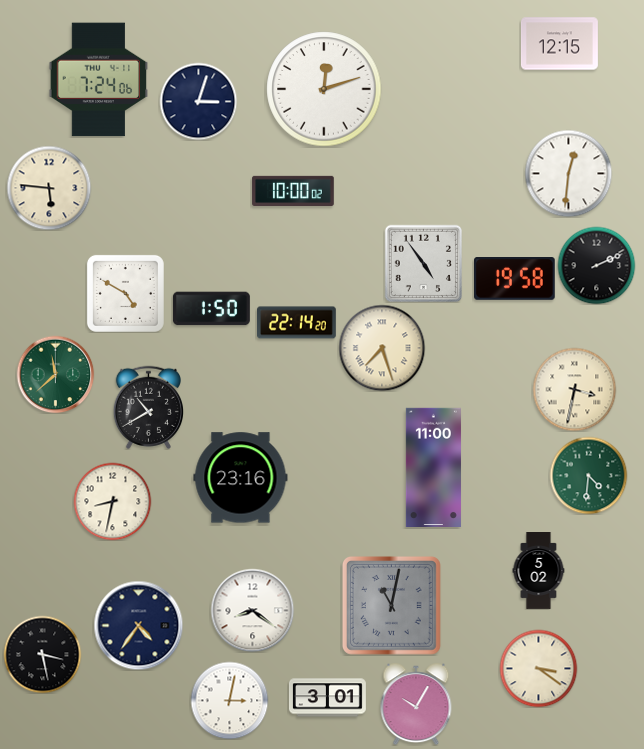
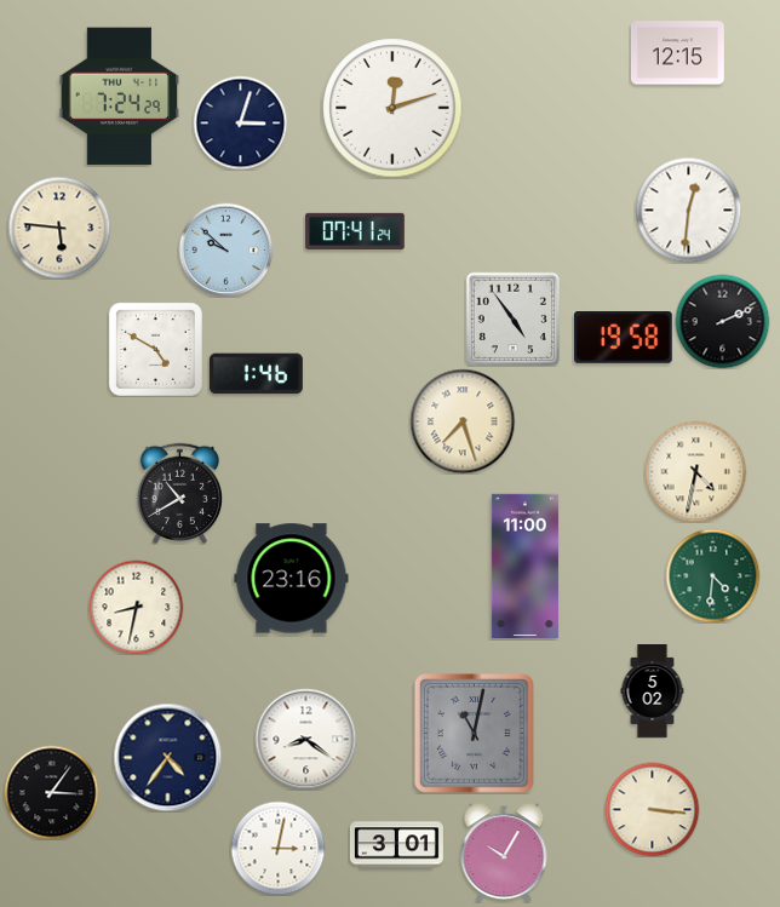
clock at (99, 80): 7:24:06 -> 7:24:29
clock at (293, 190): 10:00 -> 07:41
clock at (225, 249): none -> 9:52
clock at (125, 293) position: (125, 293) -> (155, 349)
clock at (211, 309): 1:50 -> 1:46
clock at (297, 323): 22:14 -> none
clock at (55, 374): 11:38 -> none
clock at (574, 389): 3:32 -> 4:32
clock at (42, 654): 3:28 -> 3:06
clock at (538, 668): 3:21 -> 3:16
